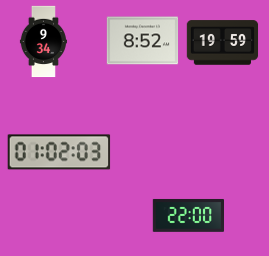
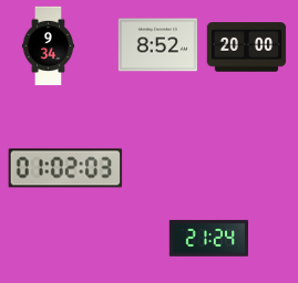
clock at (223, 43): 19:59 -> 20:00
clock at (188, 215): 22:00 -> 21:24
